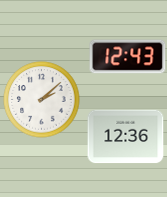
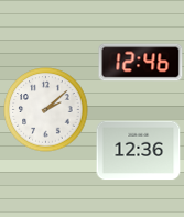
clock at (128, 57): 12:43 -> 12:46
